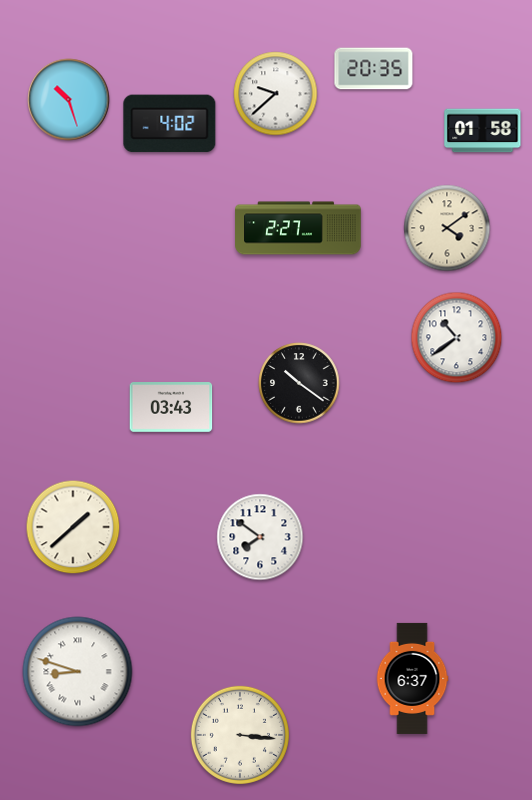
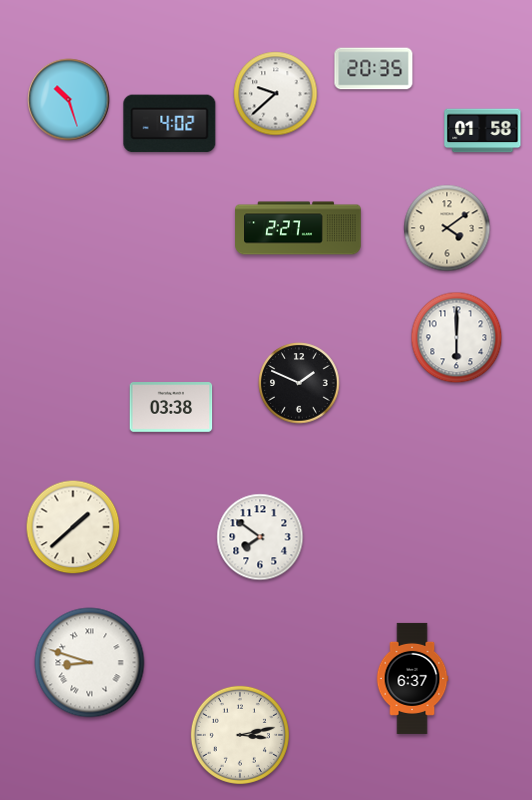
clock at (457, 338): 10:39 -> 6:00
clock at (299, 383): 10:21 -> 1:49
clock at (171, 408): 03:43 -> 03:38
clock at (78, 672) position: (78, 672) -> (90, 663)
clock at (240, 735): 3:16 -> 3:13
